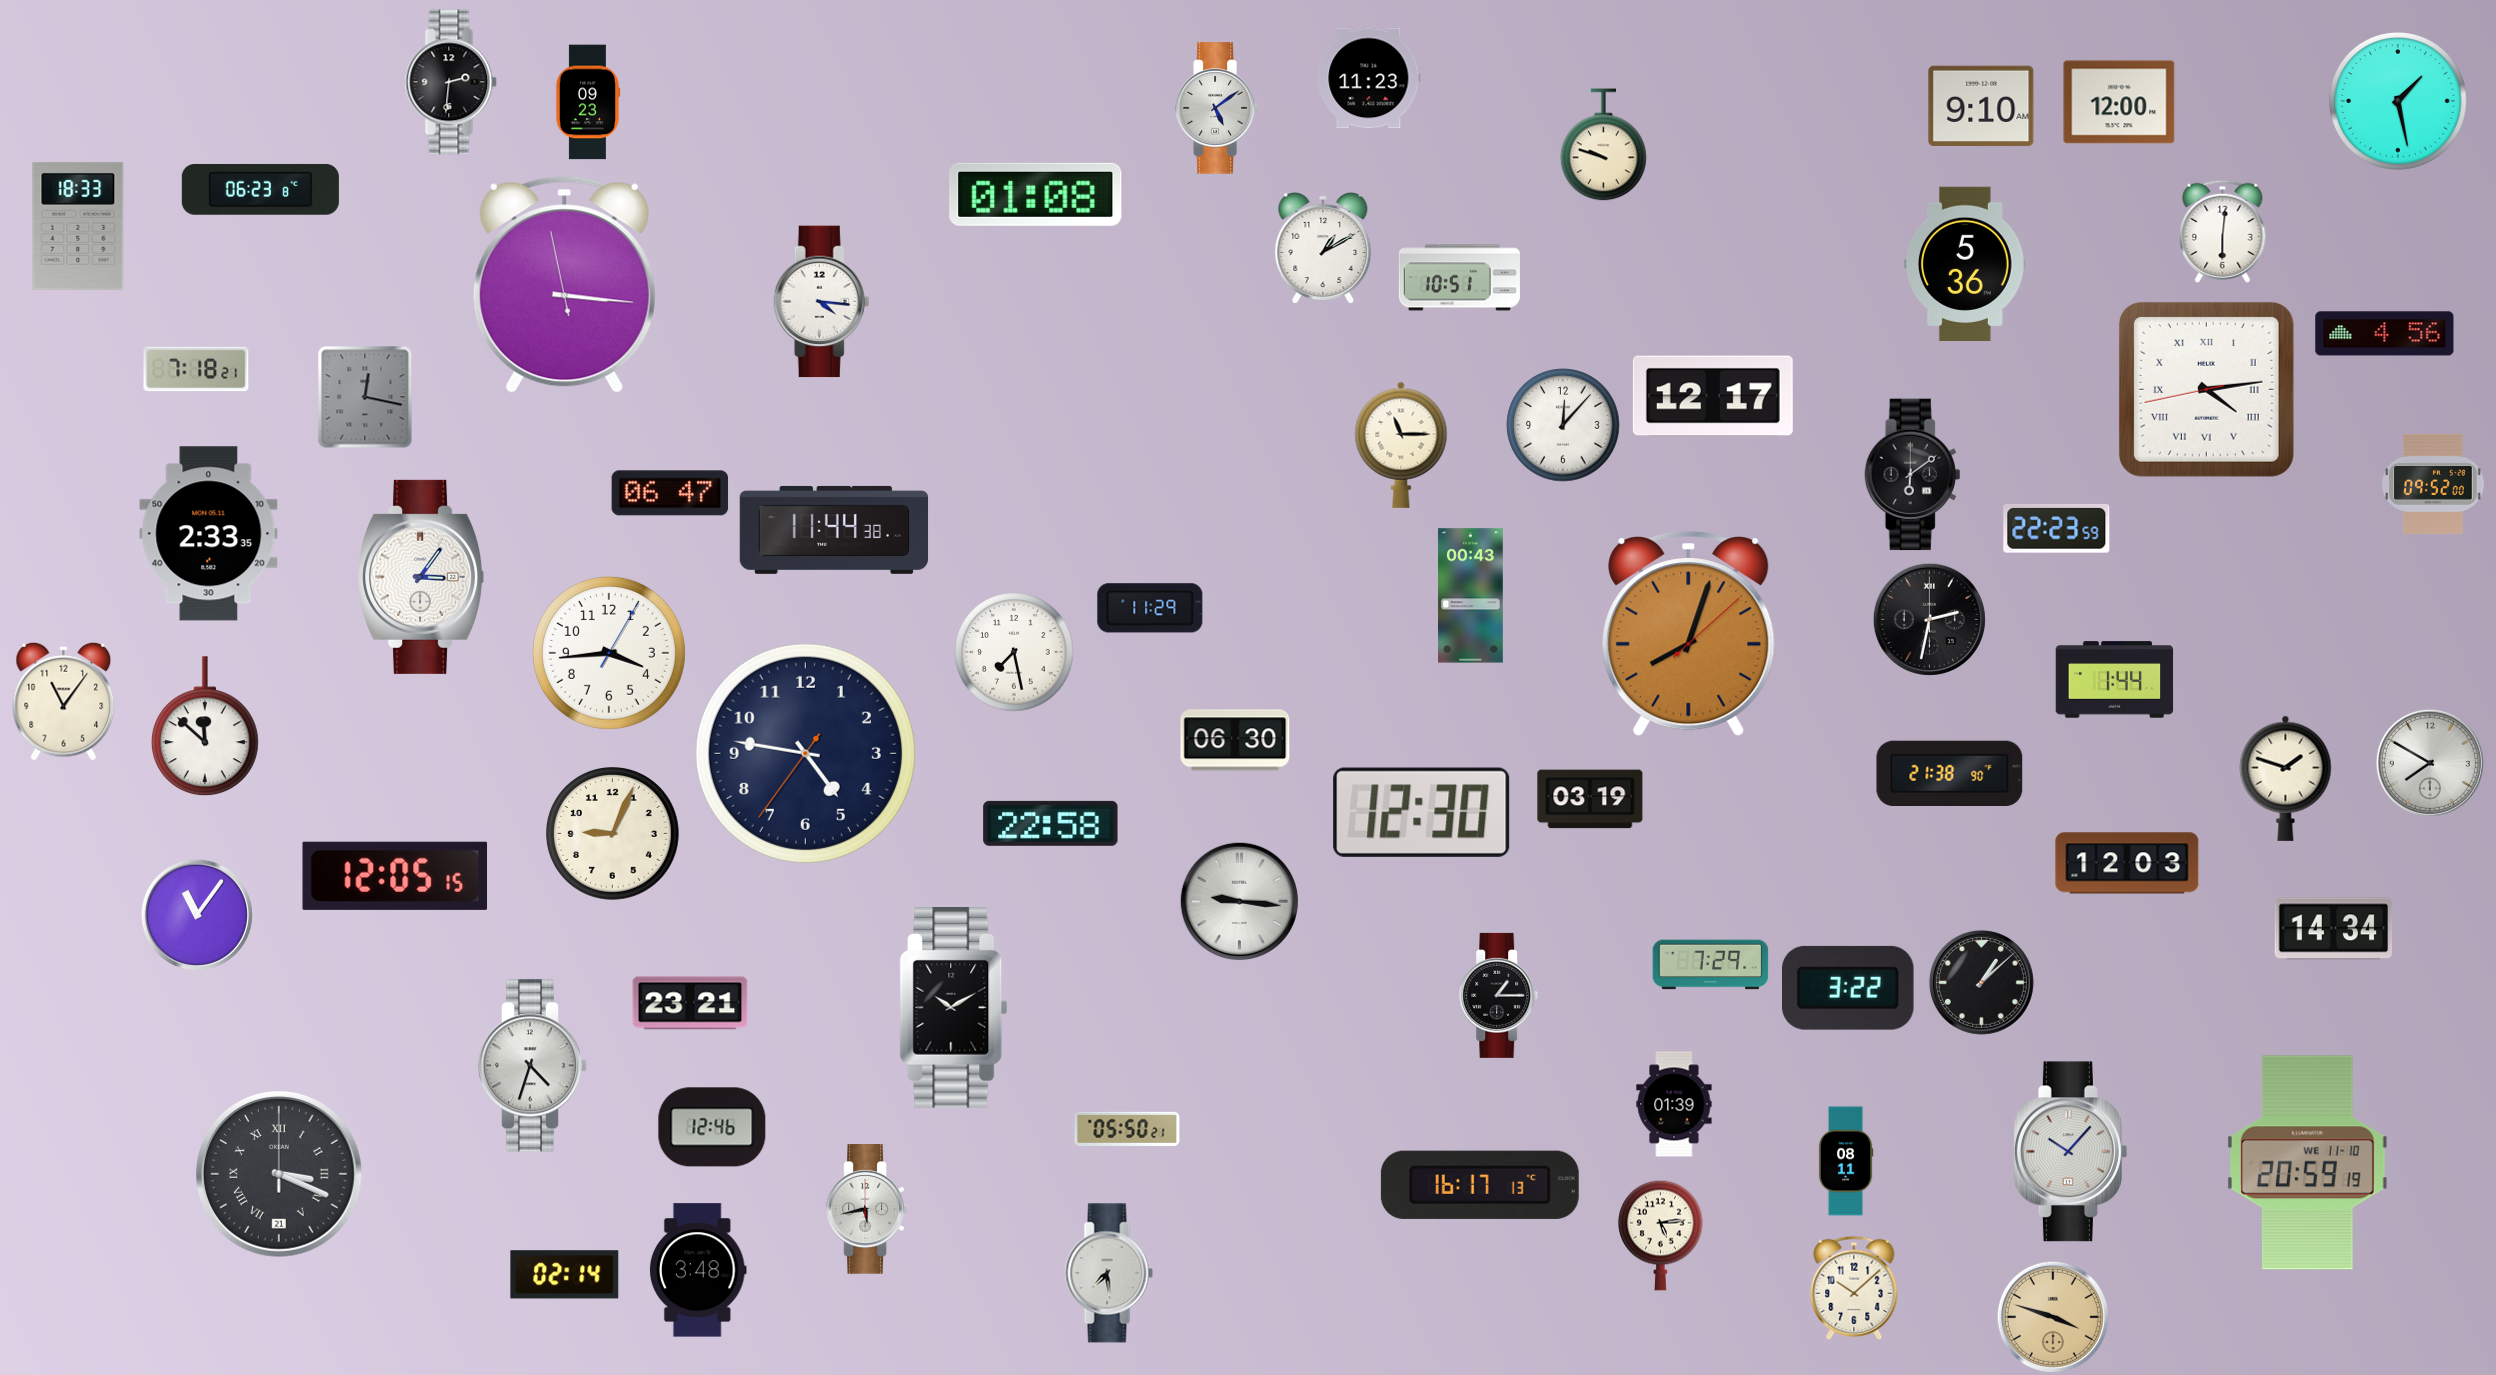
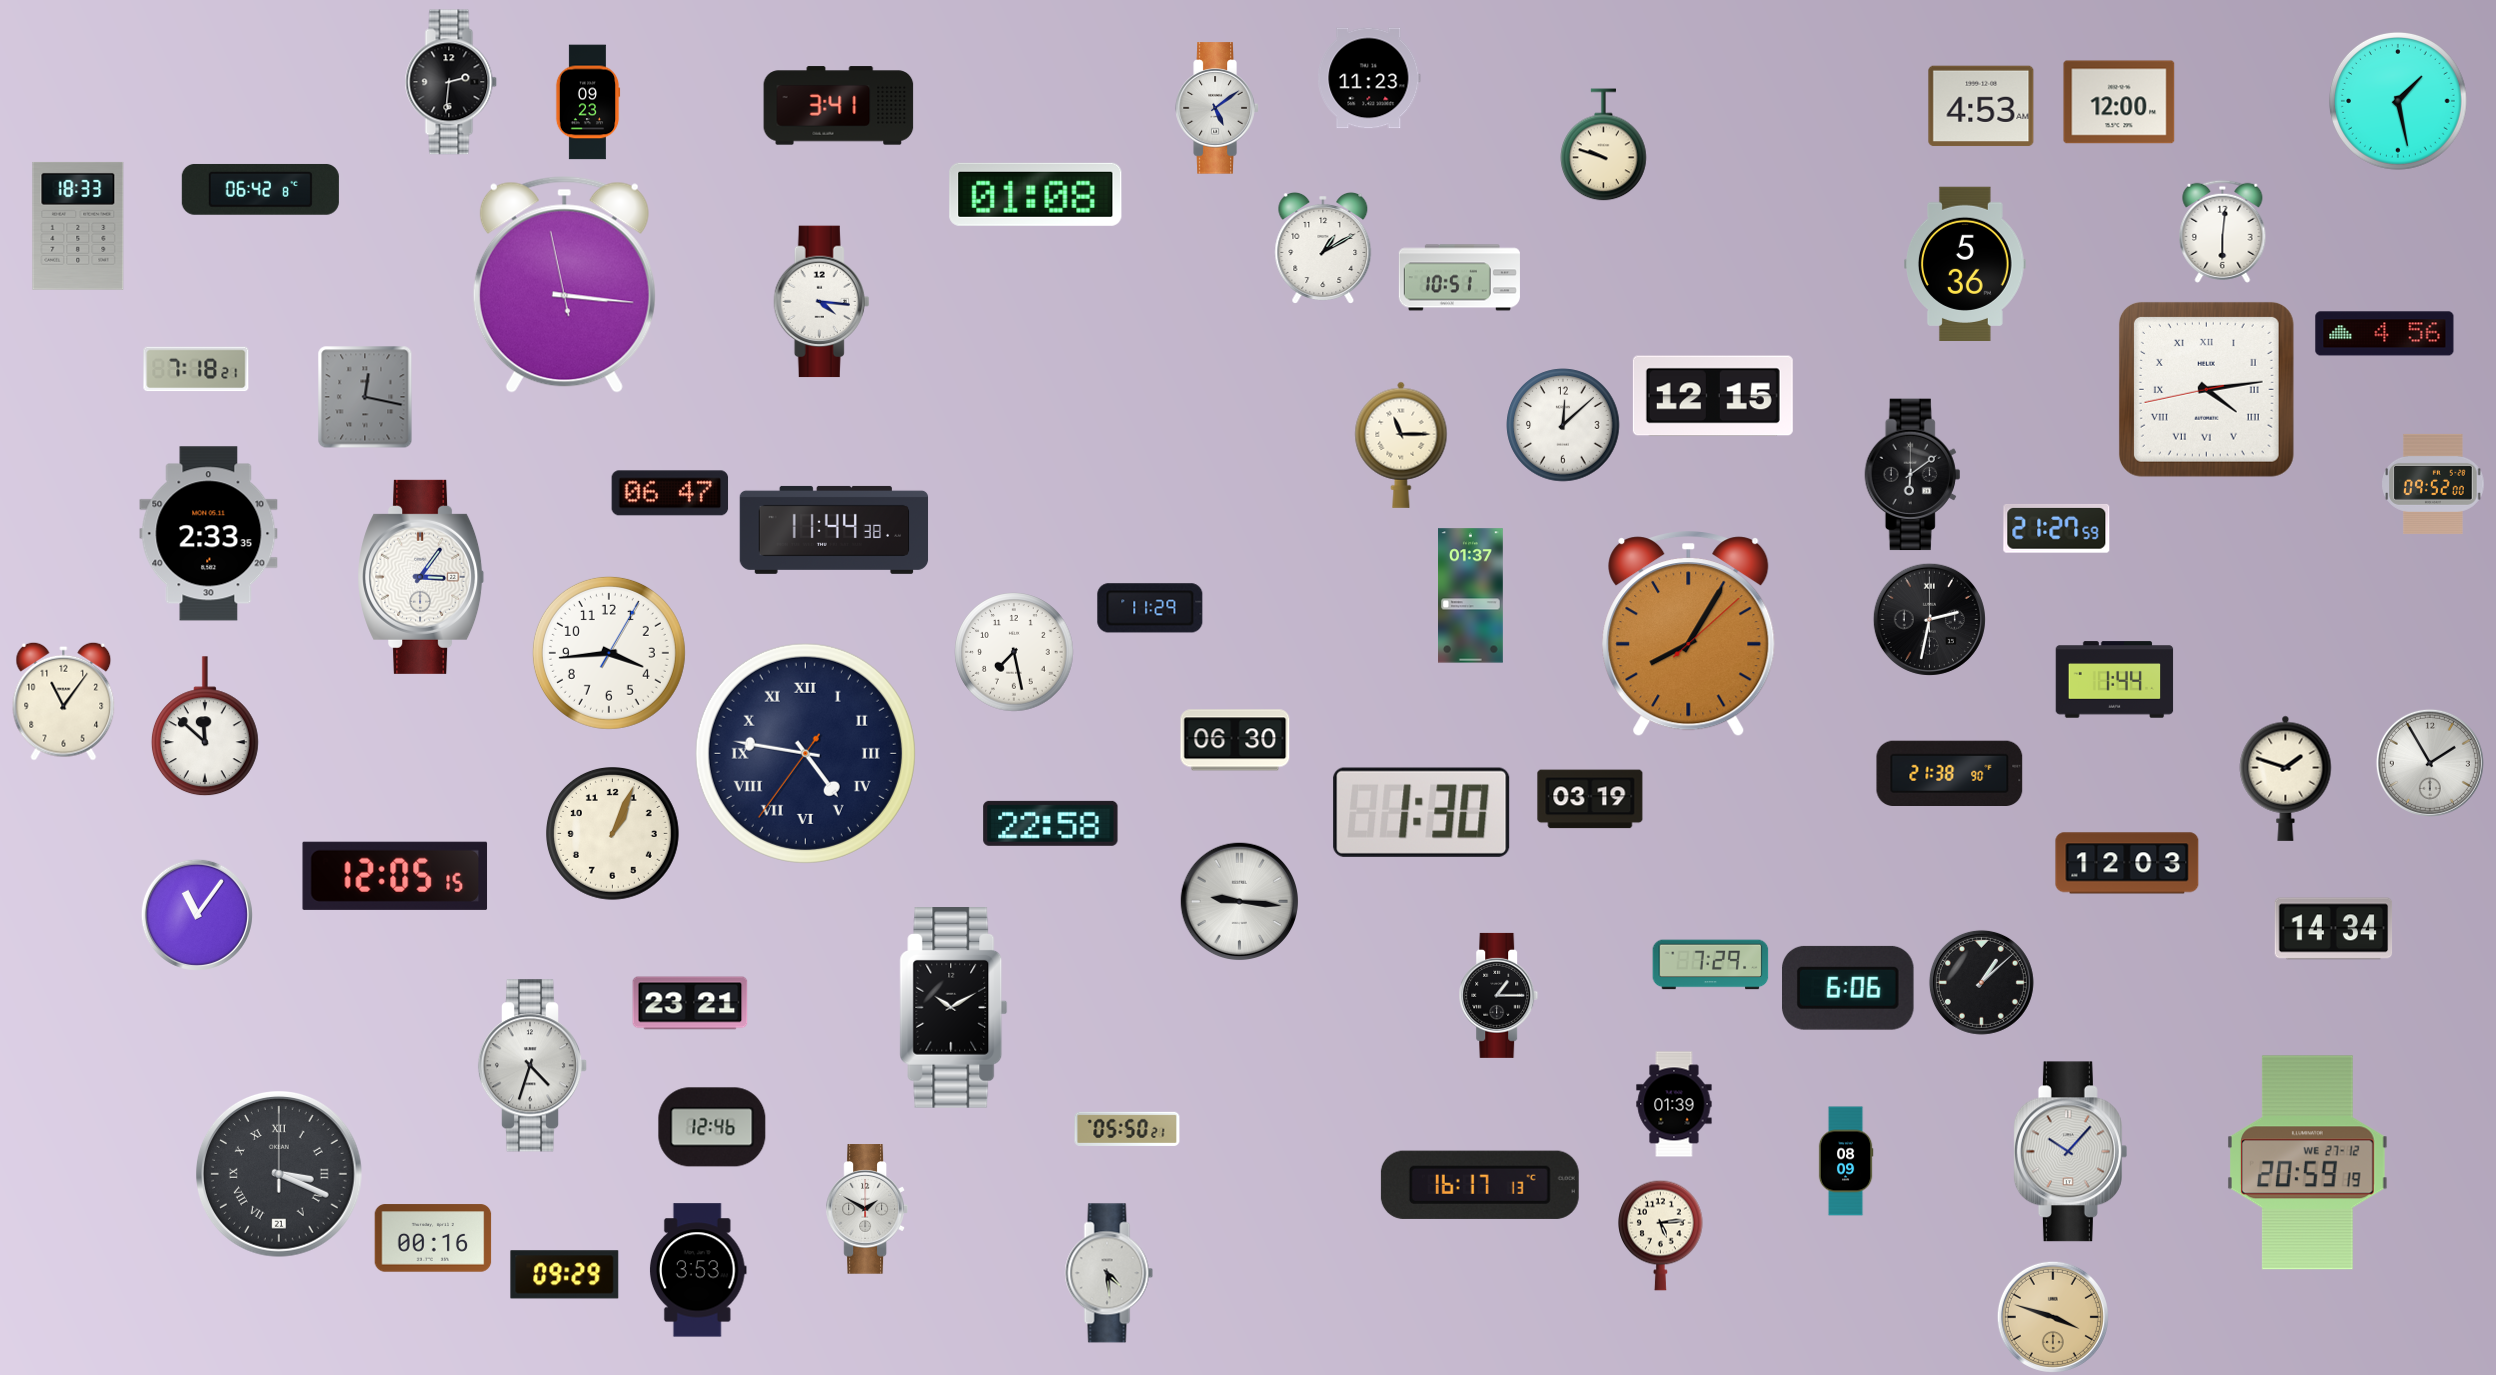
clock at (839, 106): none -> 3:41
clock at (1981, 106): 9:10 -> 4:53
clock at (260, 189): 06:23 -> 06:42
clock at (1713, 396): 12:17 -> 12:15
clock at (1563, 425): 12:07 -> 12:08
clock at (2057, 528): 22:23 -> 21:27
clock at (1471, 596): 00:43 -> 01:37
clock at (1689, 634): 8:03 -> 8:05
clock at (805, 753) numerals: Arabic -> Roman
clock at (2430, 763): 7:50 -> 1:55
clock at (1422, 812): 12:30 -> 1:30
clock at (613, 834): 9:04 -> 1:04
clock at (1849, 988): 3:22 -> 6:06
clock at (1846, 1161): 08:11 -> 08:09
clock at (2308, 1163) date: WE 11-10 -> WE 27-12
clock at (867, 1209): 5:43 -> 1:50
clock at (433, 1238): none -> 00:16
clock at (698, 1270): 3:48 -> 3:53
clock at (1109, 1273): 7:29 -> 4:29
clock at (565, 1275): 02:14 -> 09:29
clock at (1854, 1288): 10:08 -> none
